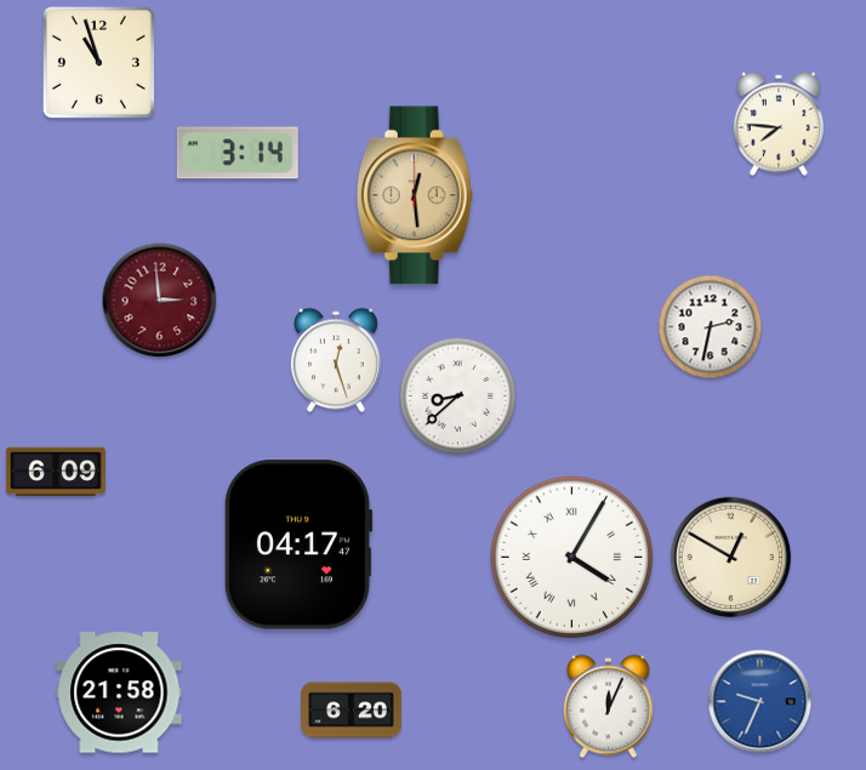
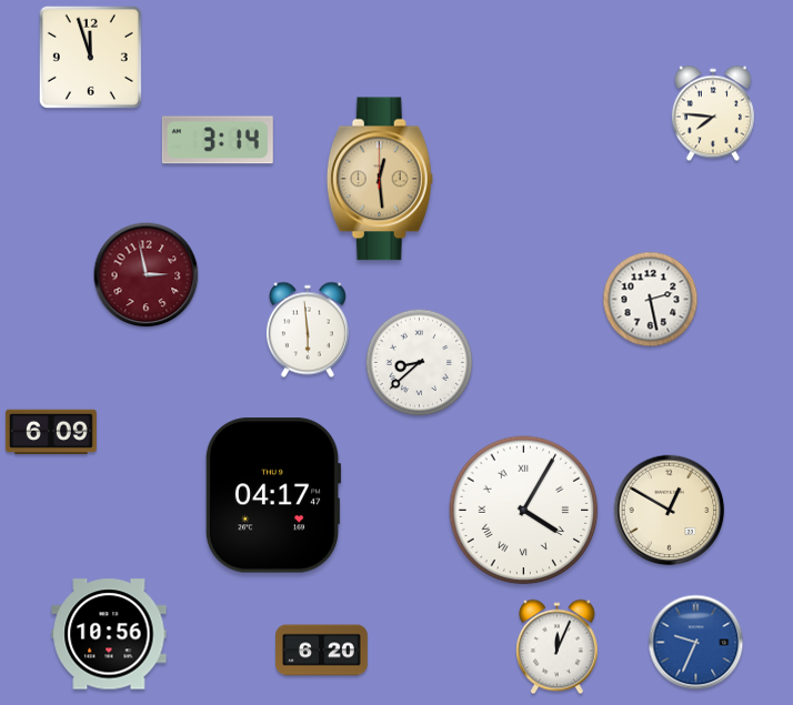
clock at (98, 62): 10:57 -> 11:57
clock at (160, 301): 2:59 -> 2:58
clock at (711, 327): 2:32 -> 2:28
clock at (336, 360): 12:27 -> 5:59
clock at (298, 544) position: (298, 544) -> (273, 495)
clock at (119, 692): 21:58 -> 10:56
